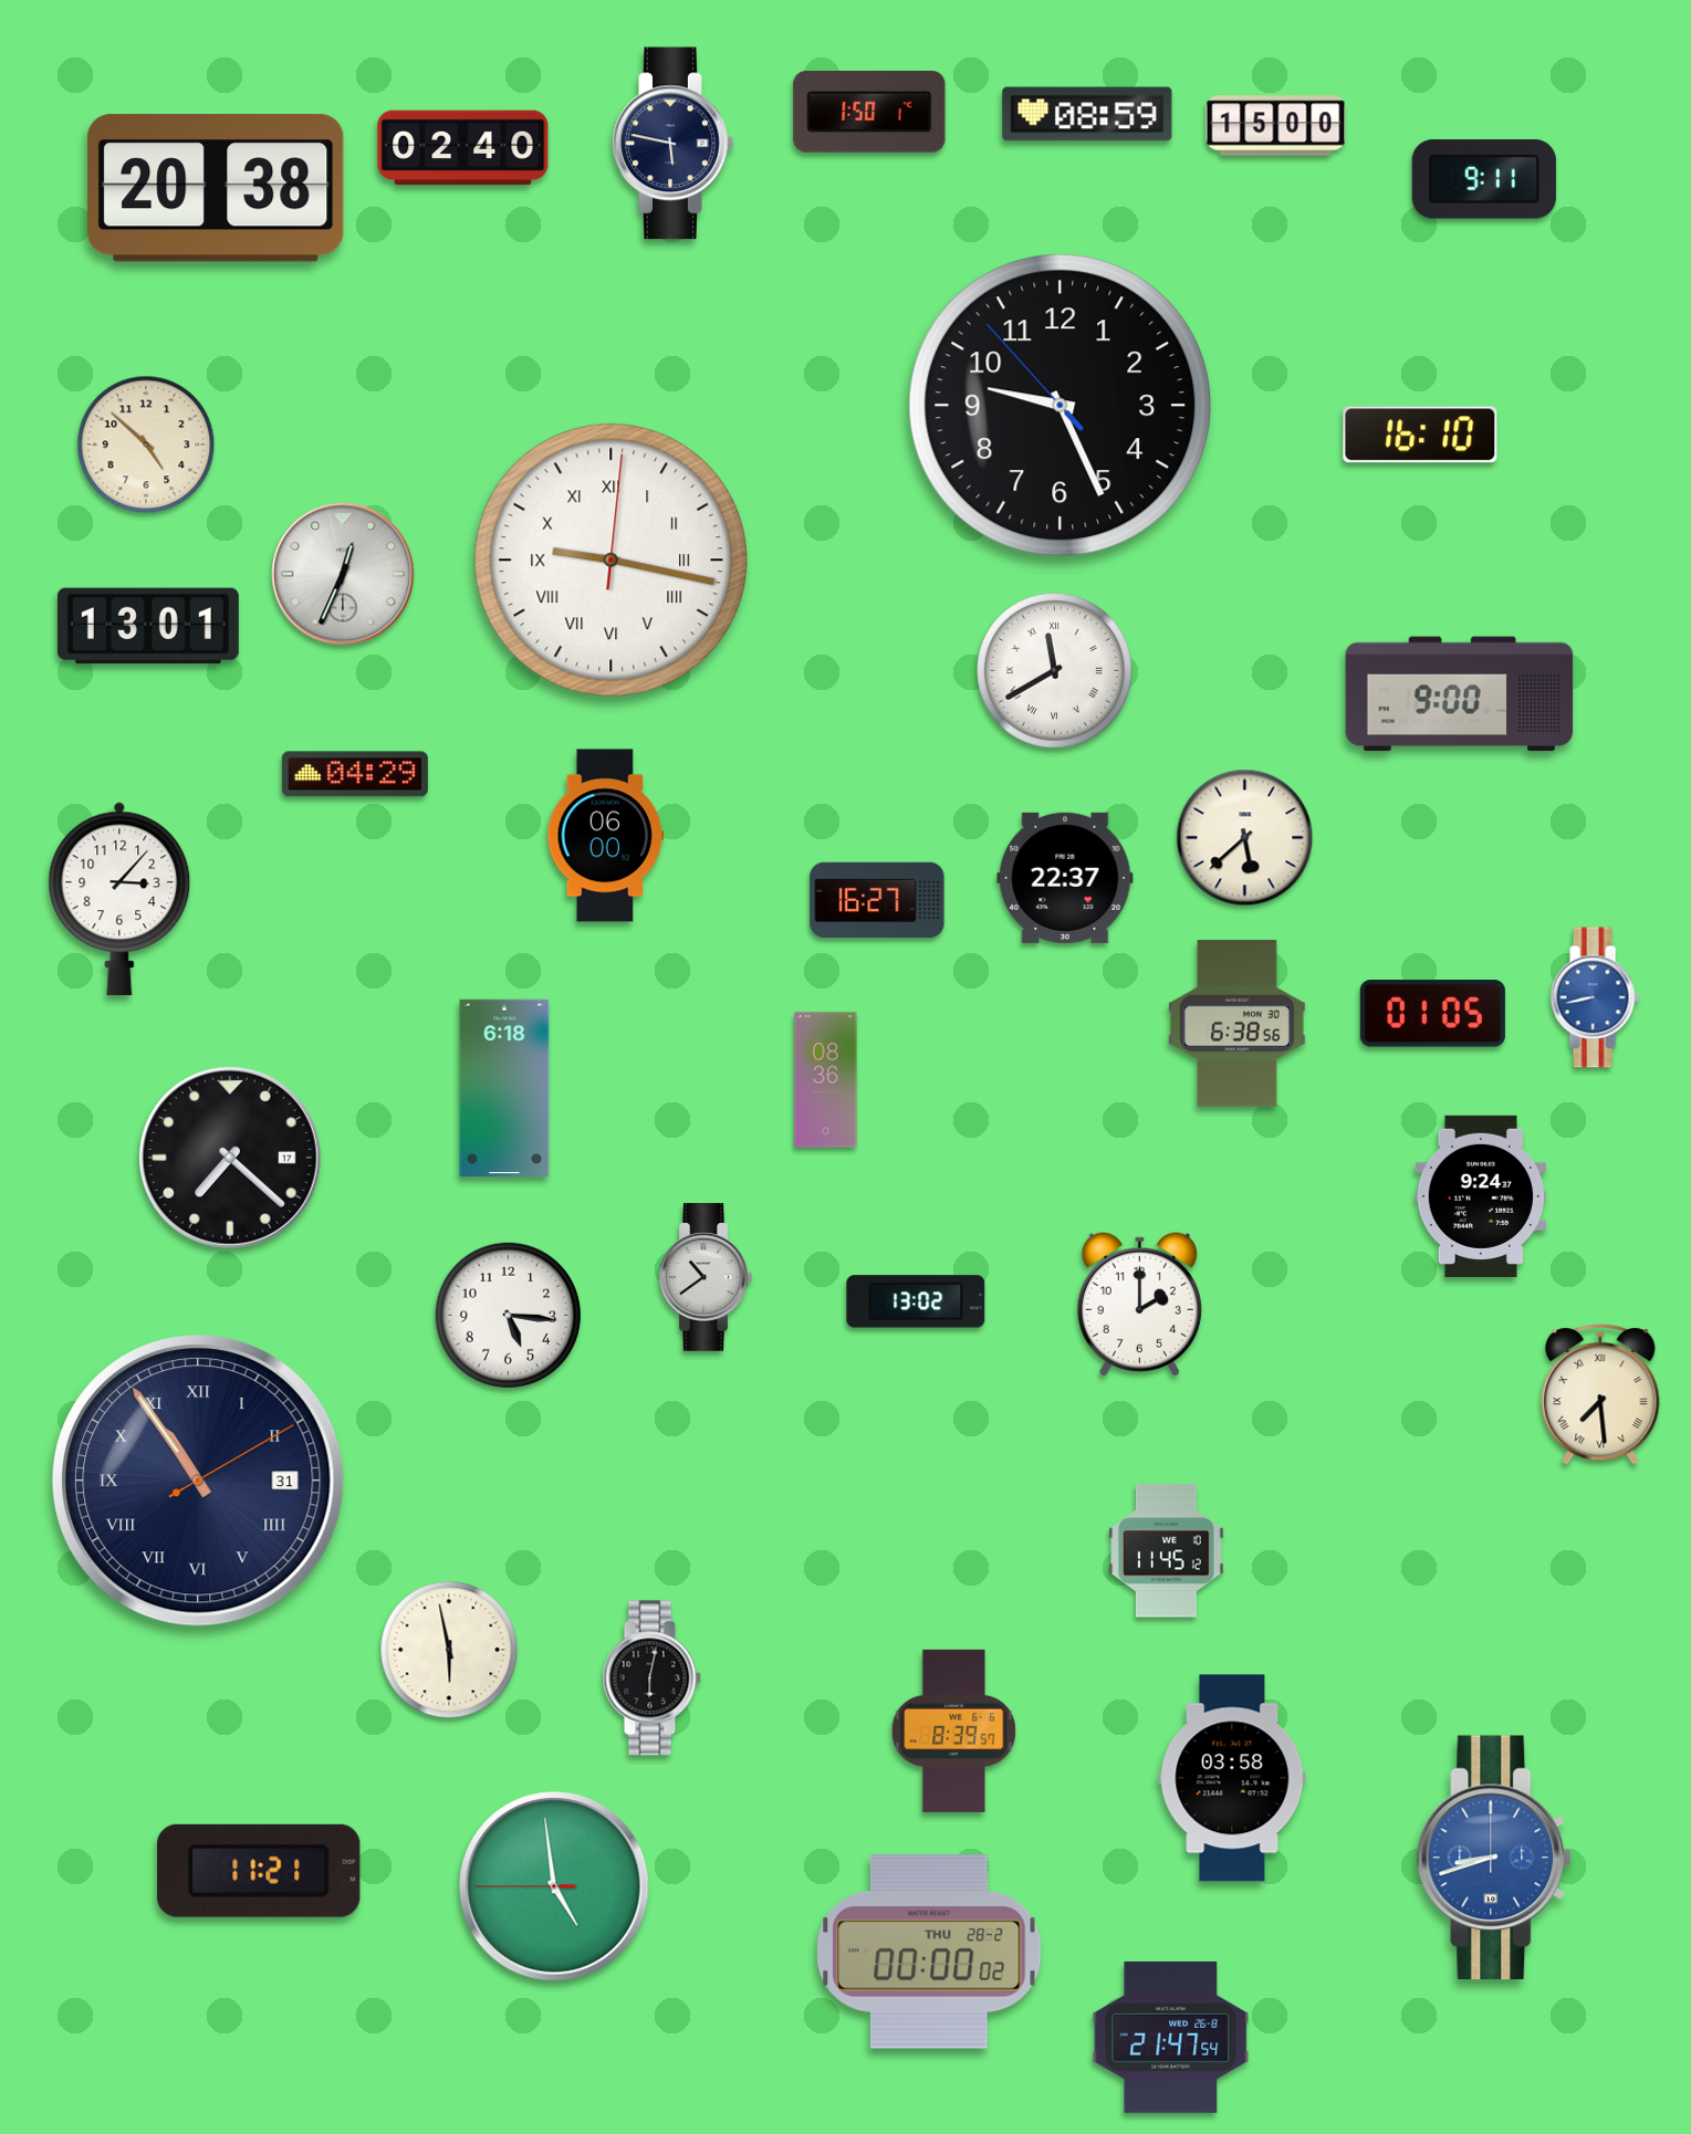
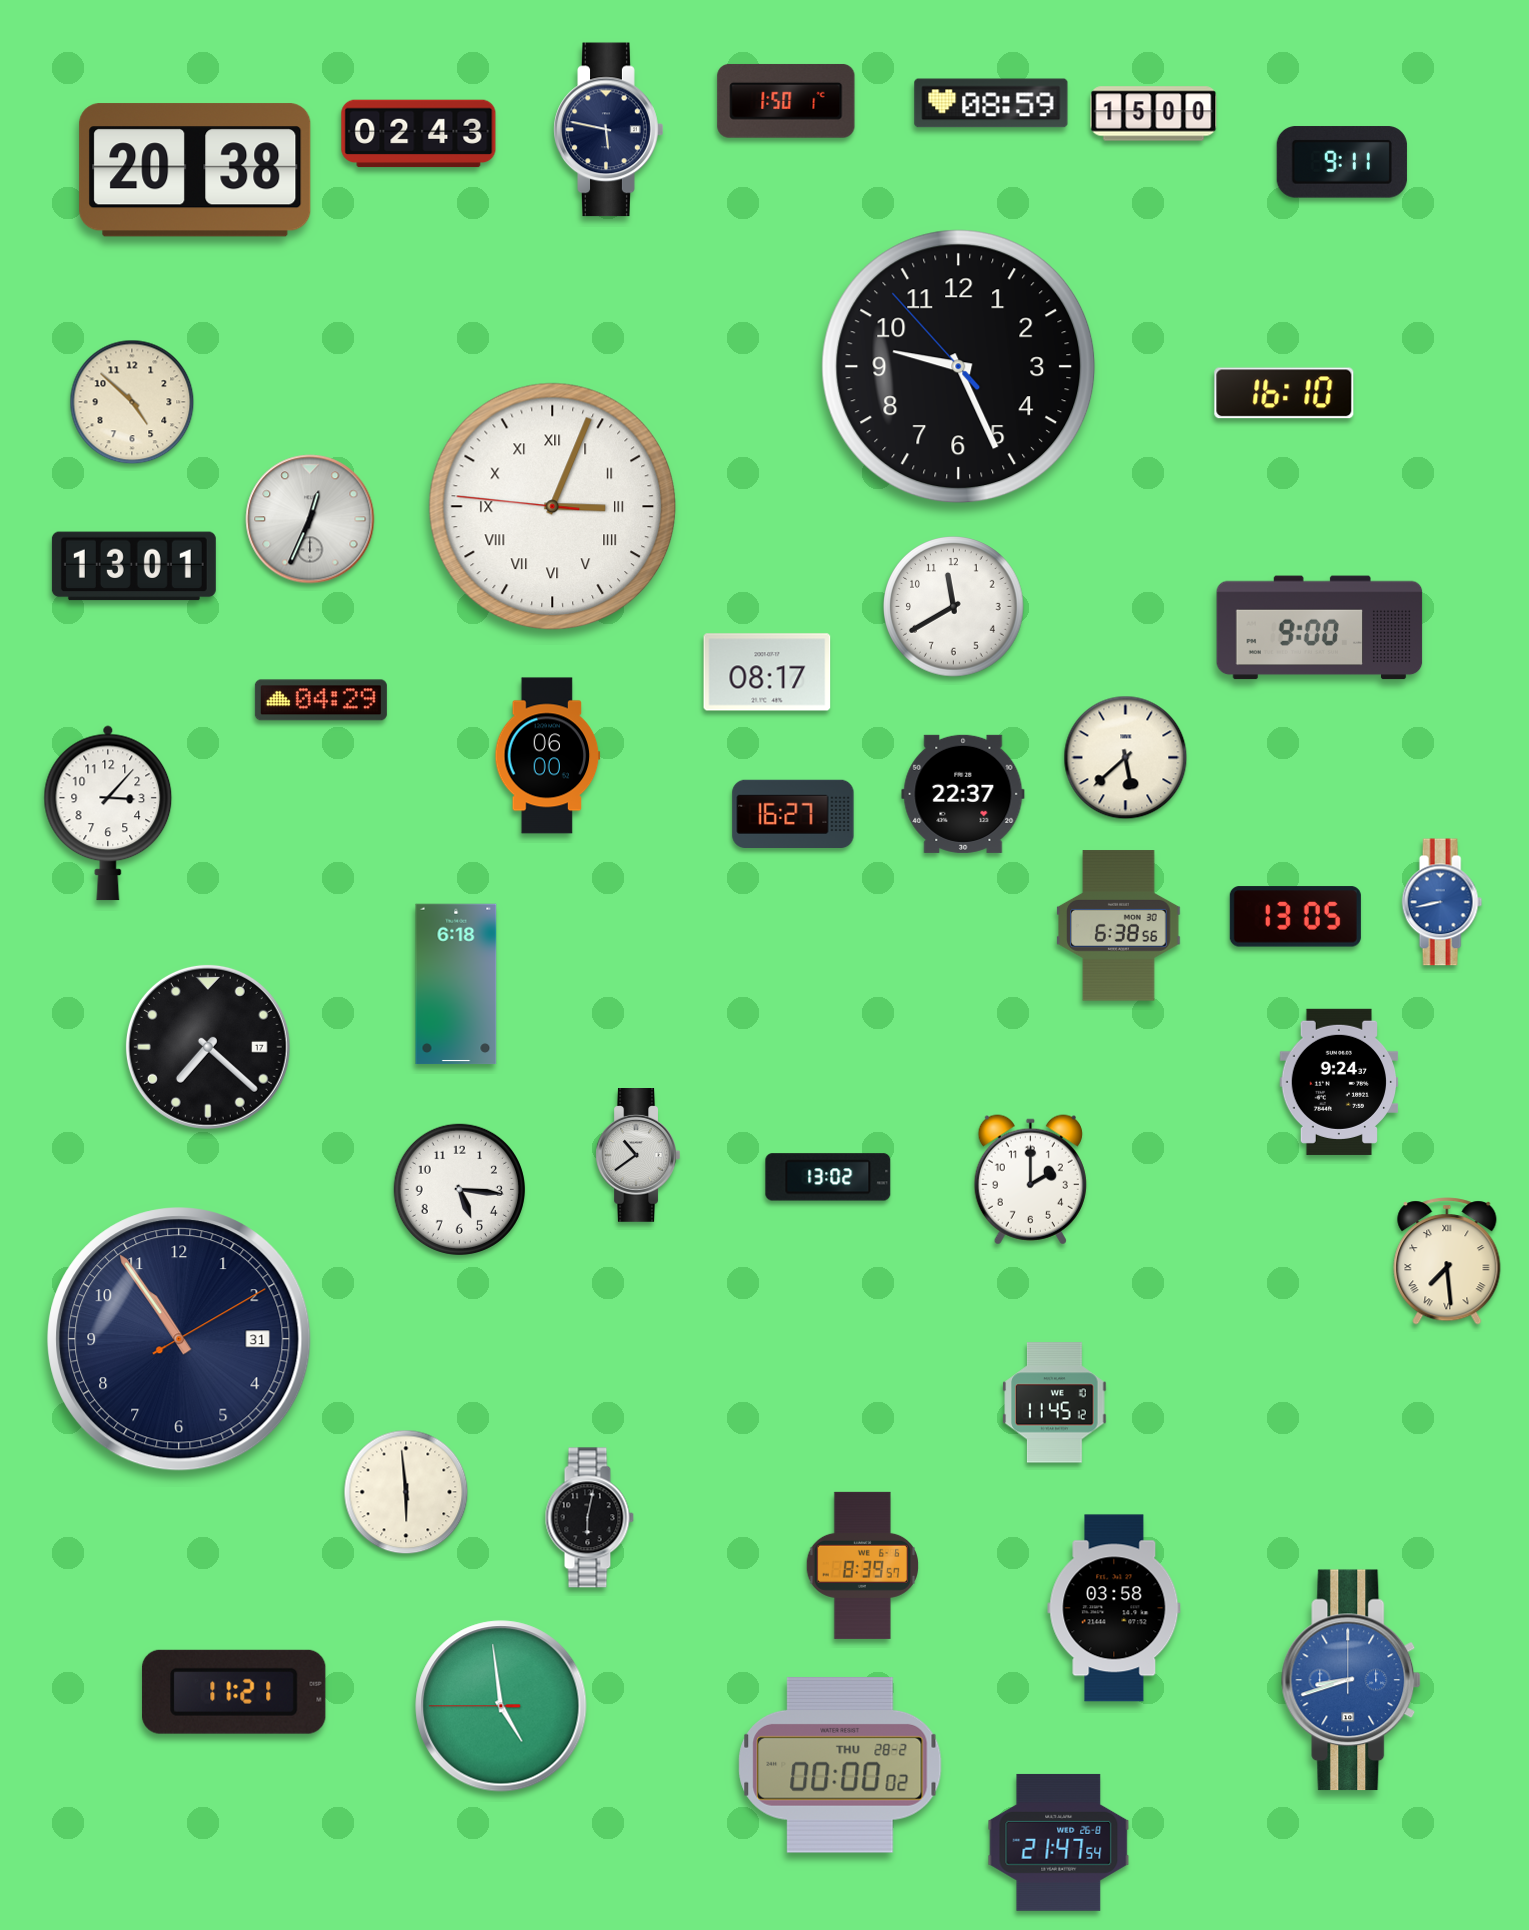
clock at (1087, 114) position: (1087, 114) -> (991, 103)
clock at (463, 148): 02:40 -> 02:43
clock at (612, 561): 9:17 -> 3:03
clock at (1055, 671) numerals: Roman -> Arabic
clock at (767, 672): none -> 08:17
clock at (1432, 1014): 01:05 -> 13:05
clock at (826, 1080): 08:36 -> none
clock at (198, 1481) numerals: Roman -> Arabic
clock at (449, 1650): 5:58 -> 5:59
